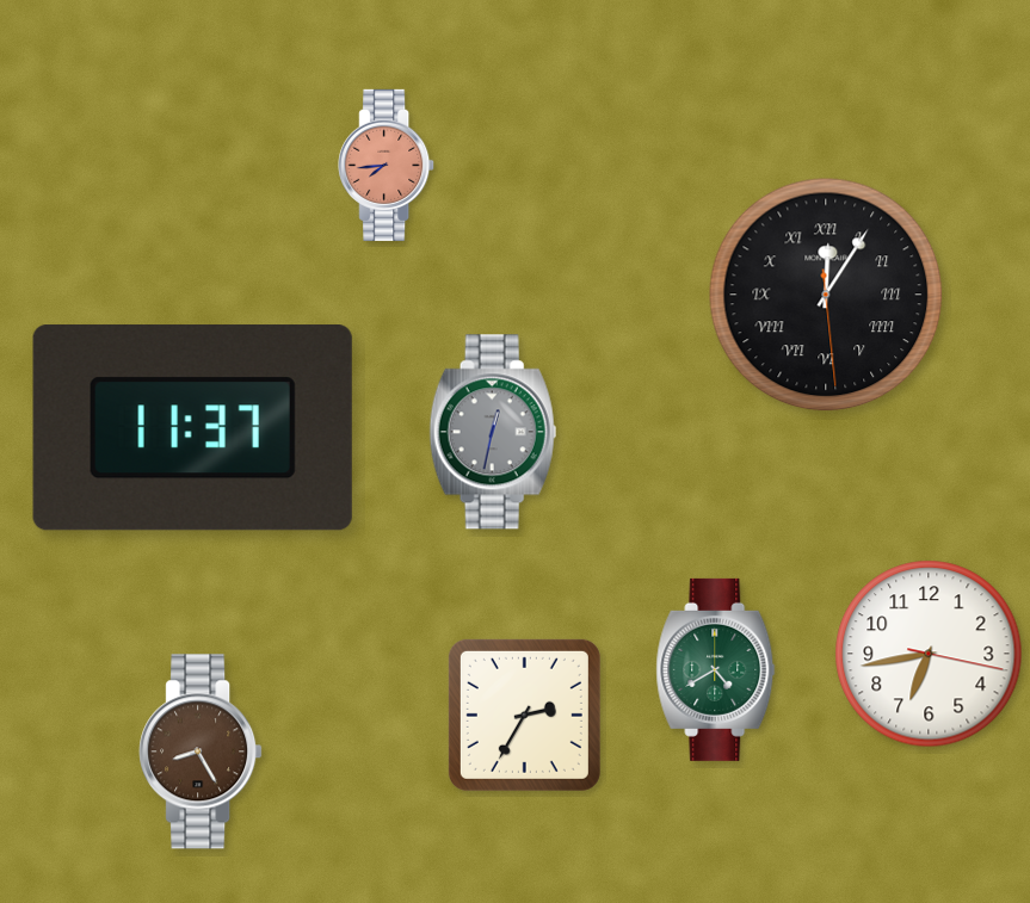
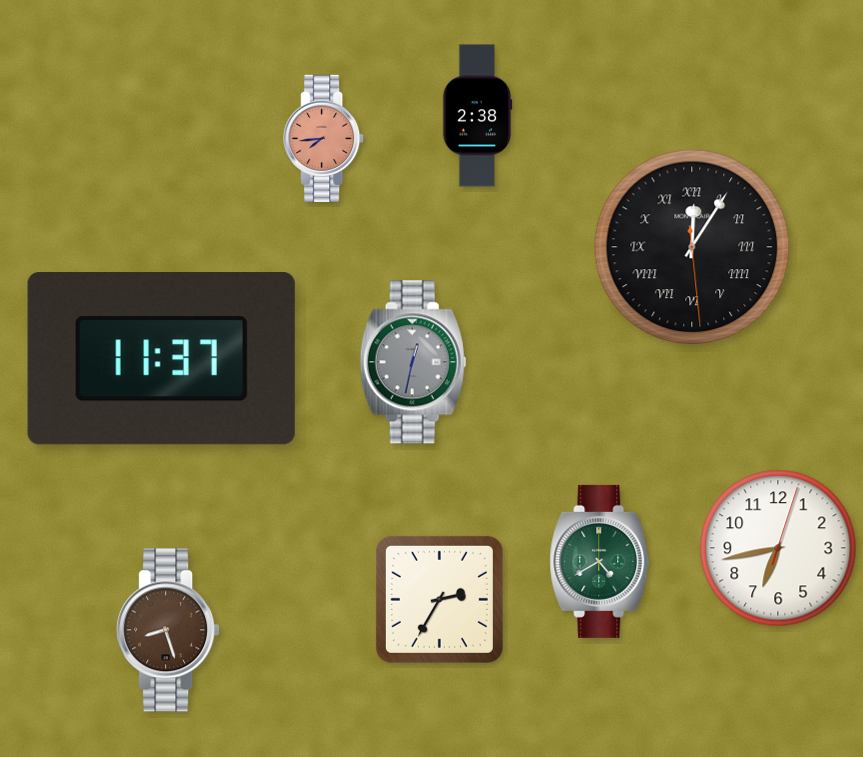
clock at (477, 116): none -> 2:38
clock at (929, 654): 6:43:17 -> 6:43:03
clock at (201, 752): 8:25 -> 8:27
